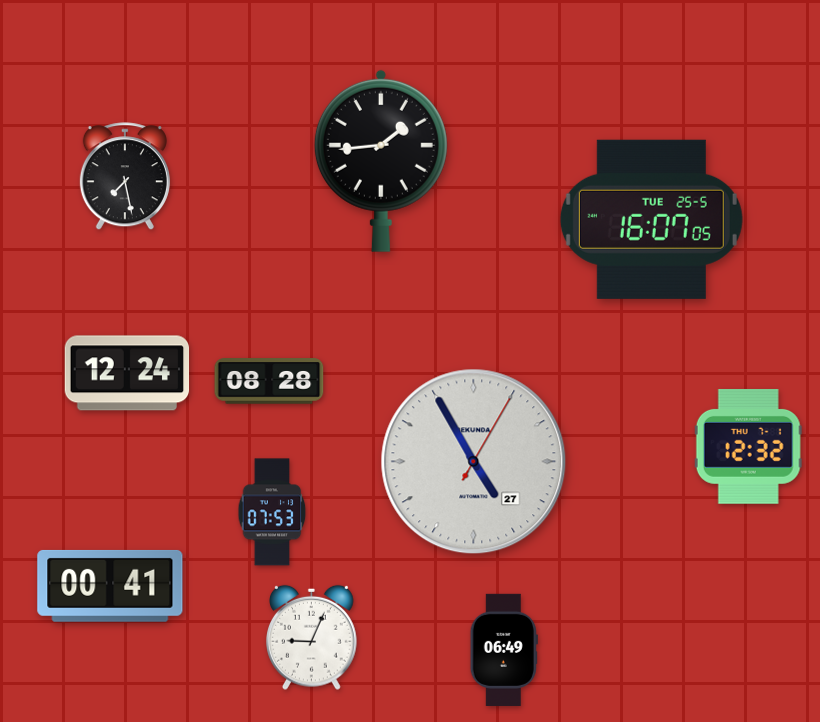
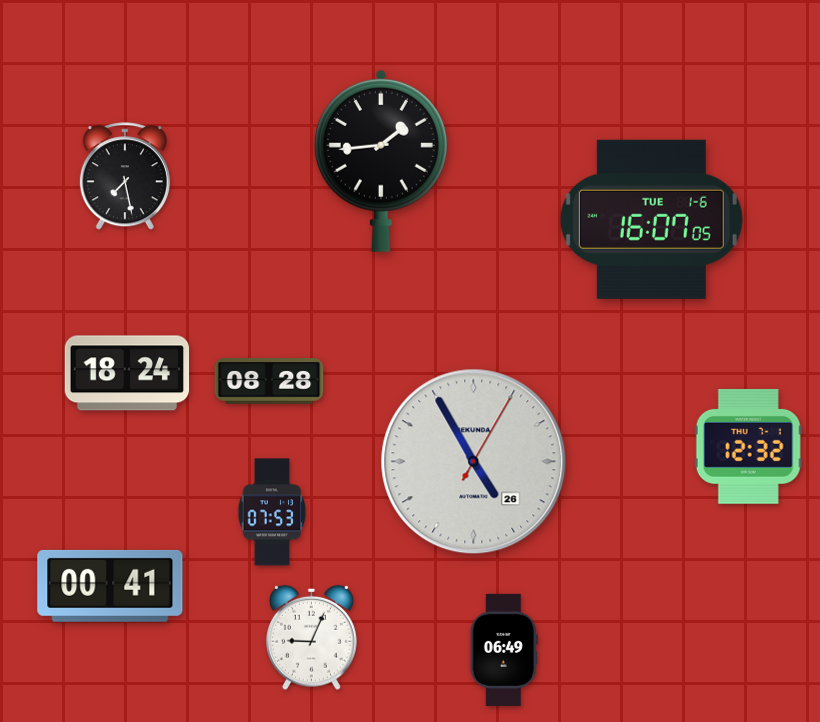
clock at (651, 219) date: TUE 25-5 -> TUE 1-6
clock at (127, 373): 12:24 -> 18:24
clock at (474, 462) date: 27 -> 26
